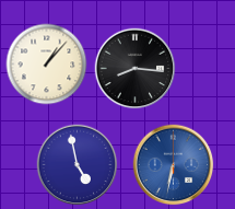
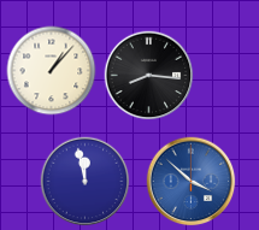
clock at (78, 165): 4:58 -> 11:58
clock at (174, 165): 6:32 -> 3:52
